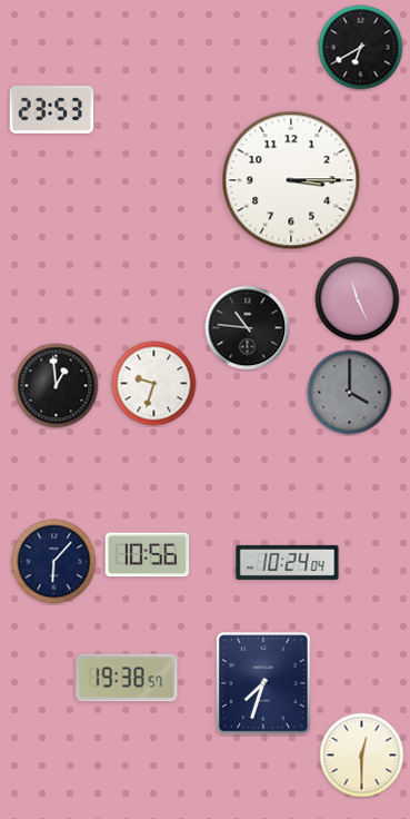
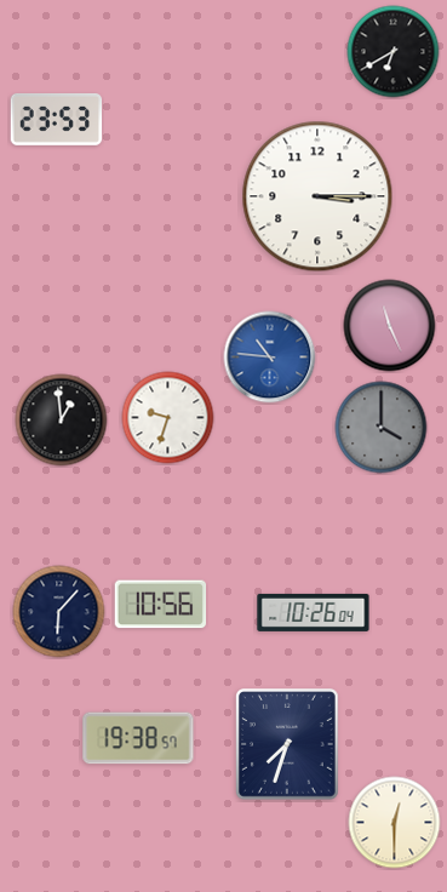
clock at (248, 328) dial: black -> blue
clock at (288, 562): 10:24 -> 10:26
